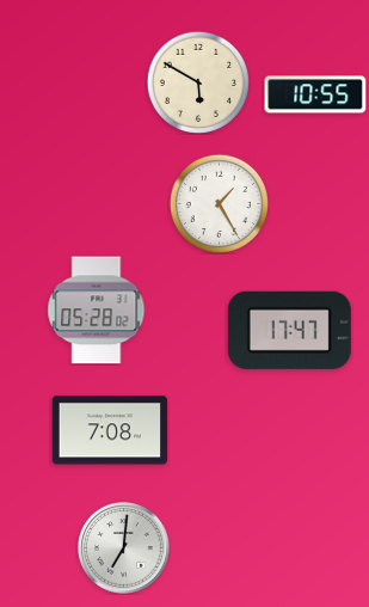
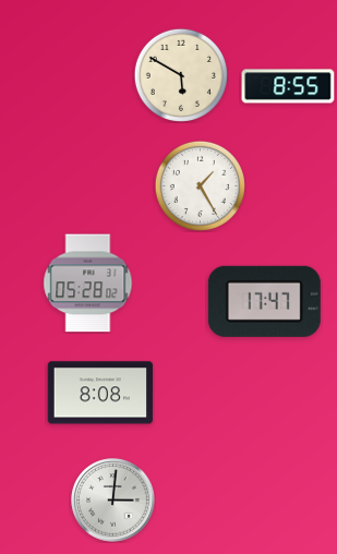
clock at (315, 94): 10:55 -> 8:55
clock at (110, 430): 7:08 -> 8:08
clock at (124, 548): 7:01 -> 3:01
